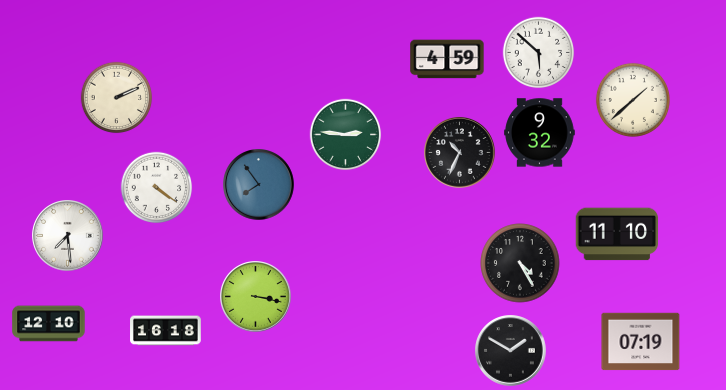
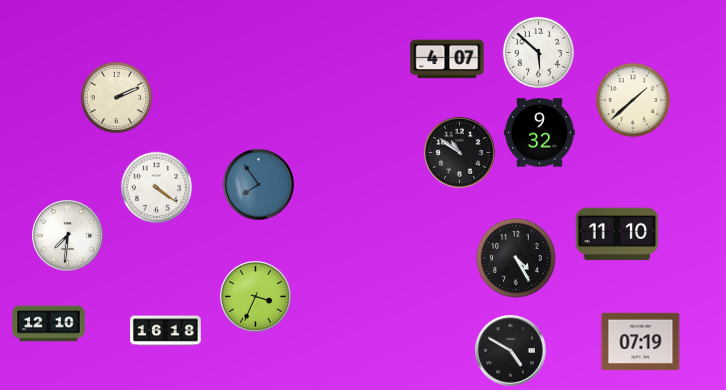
clock at (447, 59): 4:59 -> 4:07
clock at (346, 135): 2:46 -> none
clock at (460, 153): 10:34 -> 10:51
clock at (68, 236): 7:29 -> 7:31
clock at (520, 263) position: (520, 263) -> (516, 258)
clock at (256, 297): 3:17 -> 3:34
clock at (511, 351): 1:50 -> 4:50
